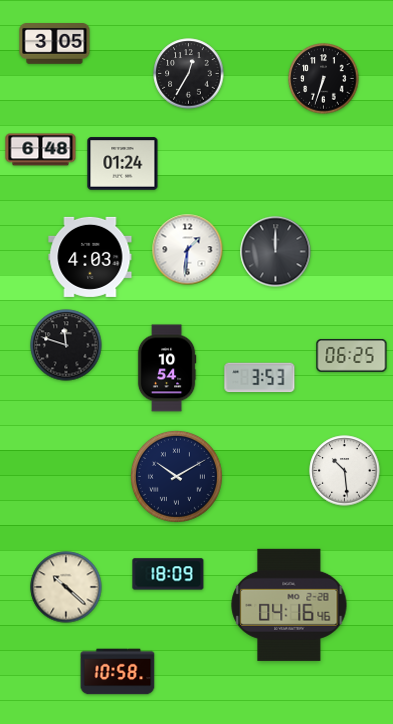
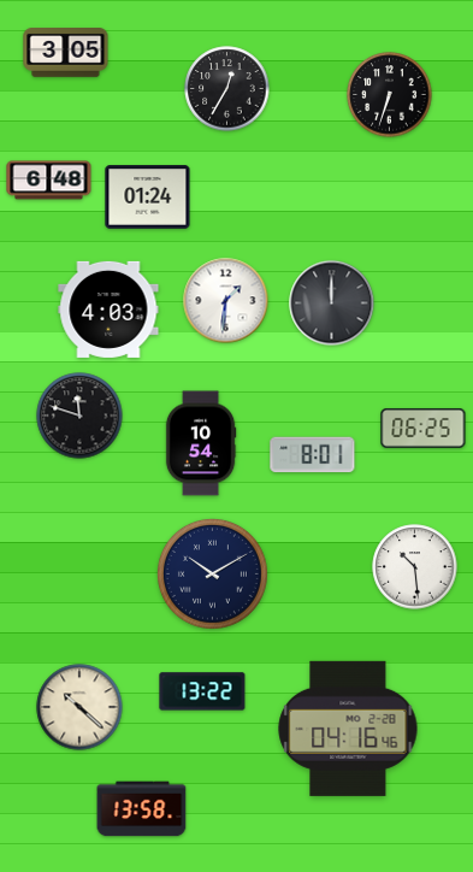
clock at (260, 378): 3:53 -> 8:01
clock at (168, 574): 18:09 -> 13:22
clock at (118, 672): 10:58 -> 13:58
